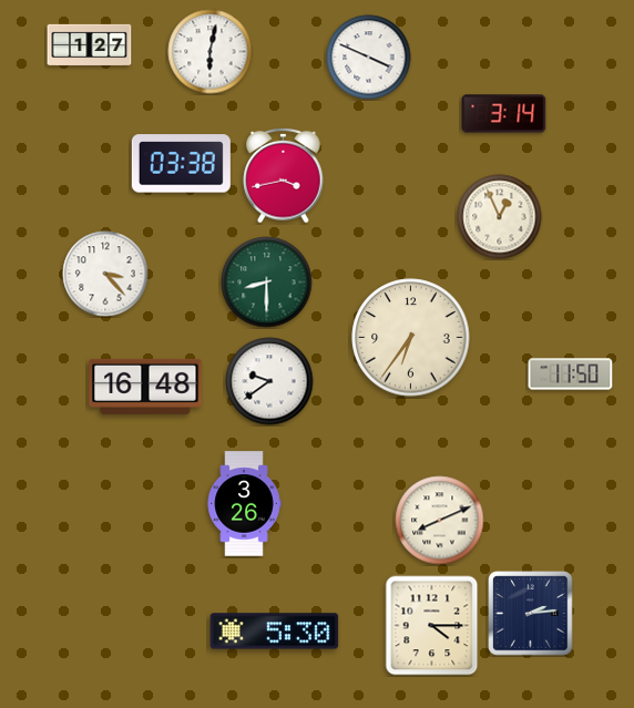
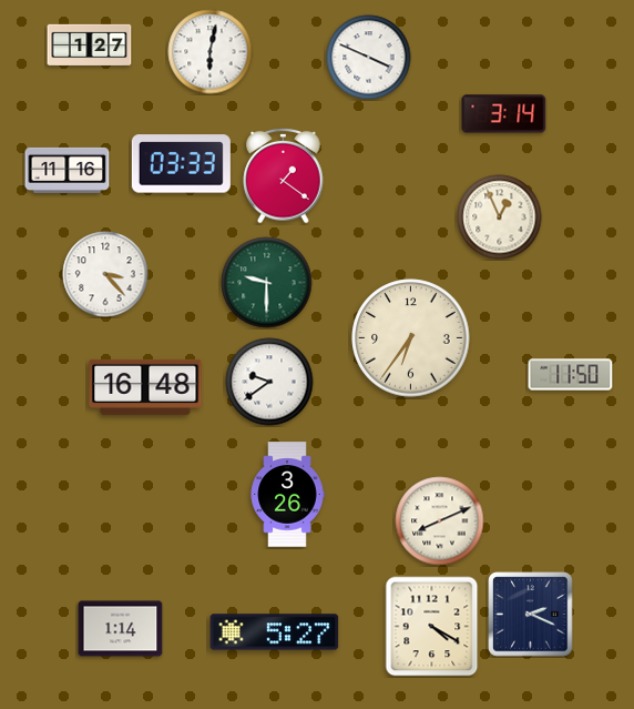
clock at (181, 164): 03:38 -> 03:33
clock at (68, 170): none -> 11:16
clock at (284, 175): 3:43 -> 1:21
clock at (267, 283): 8:30 -> 9:30
clock at (244, 504) position: (244, 504) -> (287, 495)
clock at (531, 614): 2:14 -> 2:19
clock at (432, 626): 4:15 -> 4:20
clock at (121, 629): none -> 1:14
clock at (275, 632): 5:30 -> 5:27
